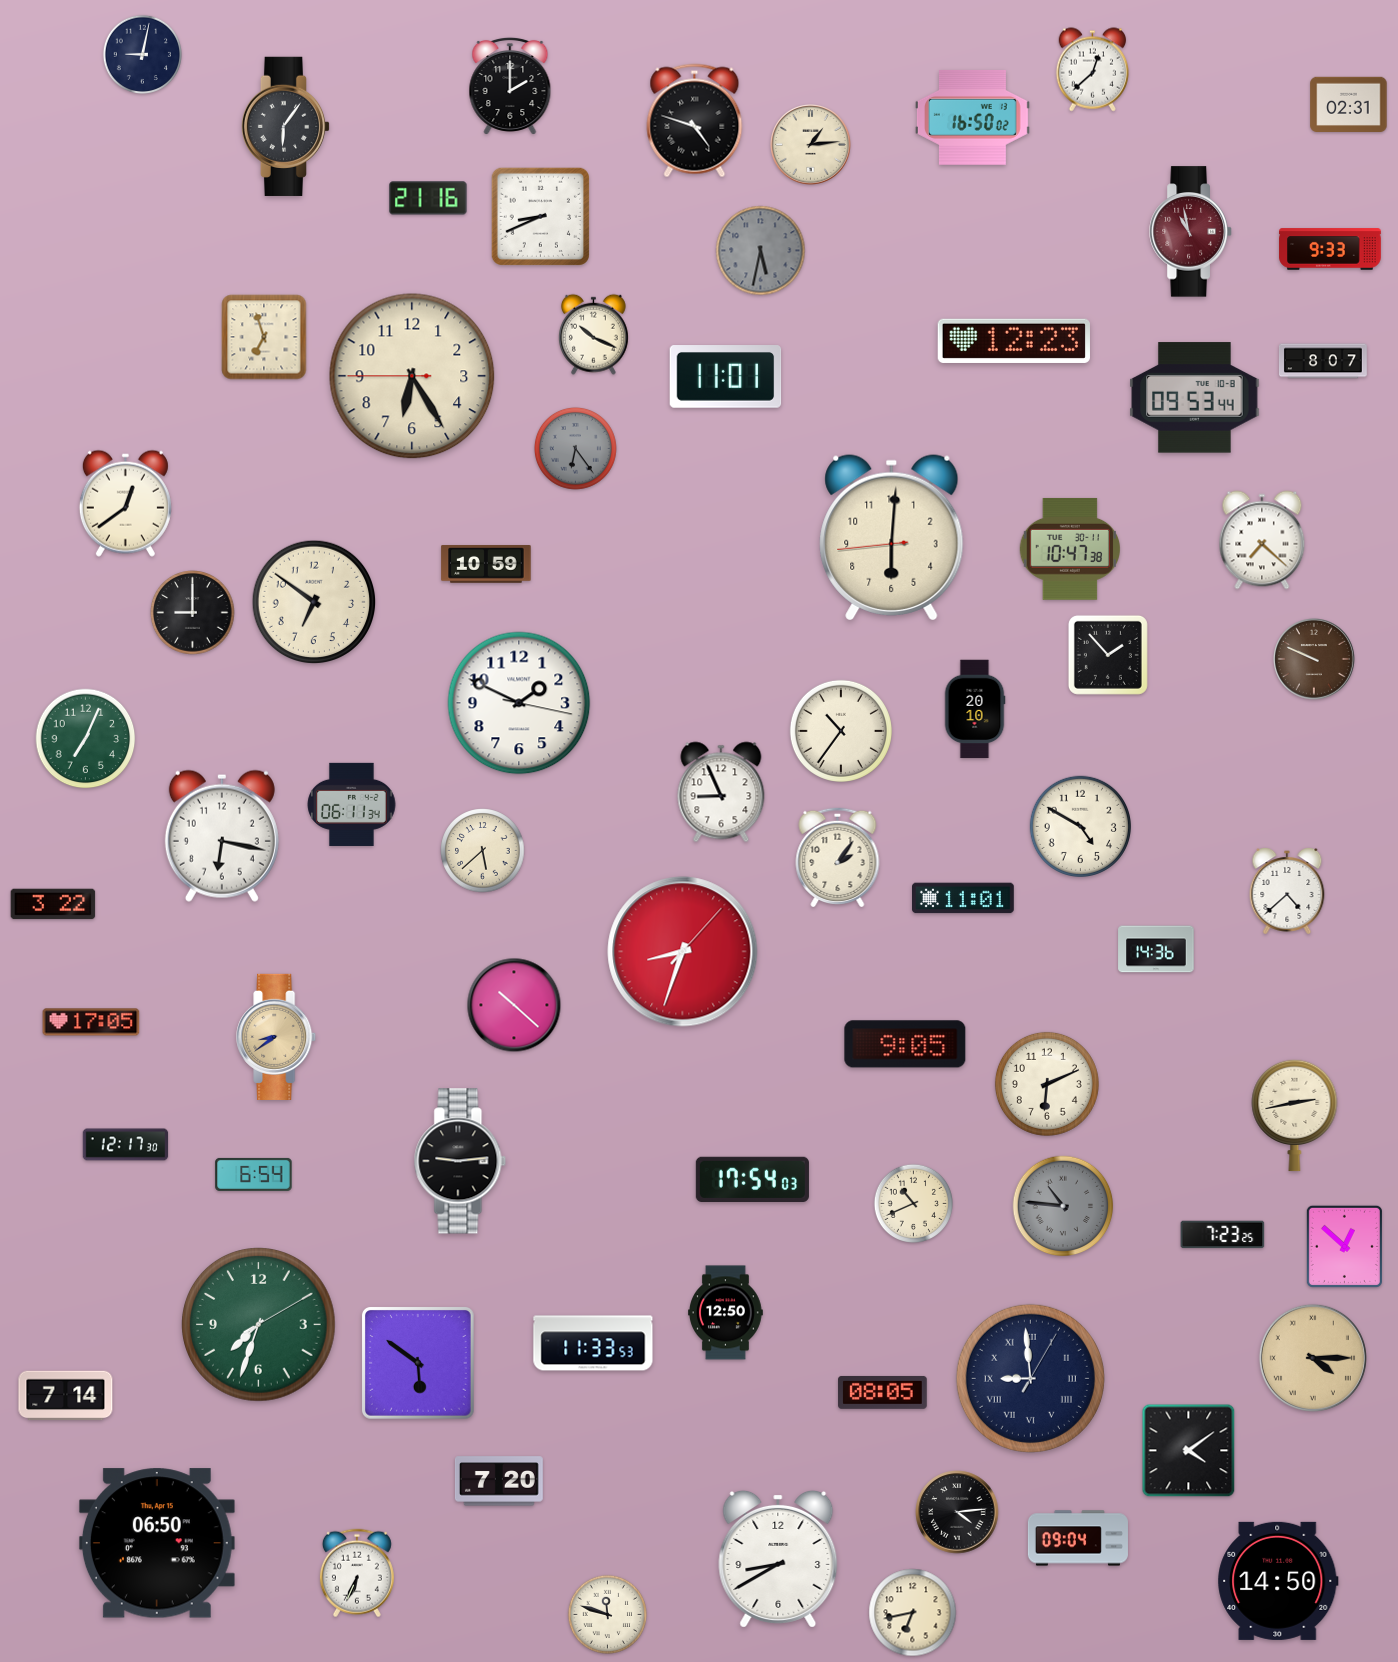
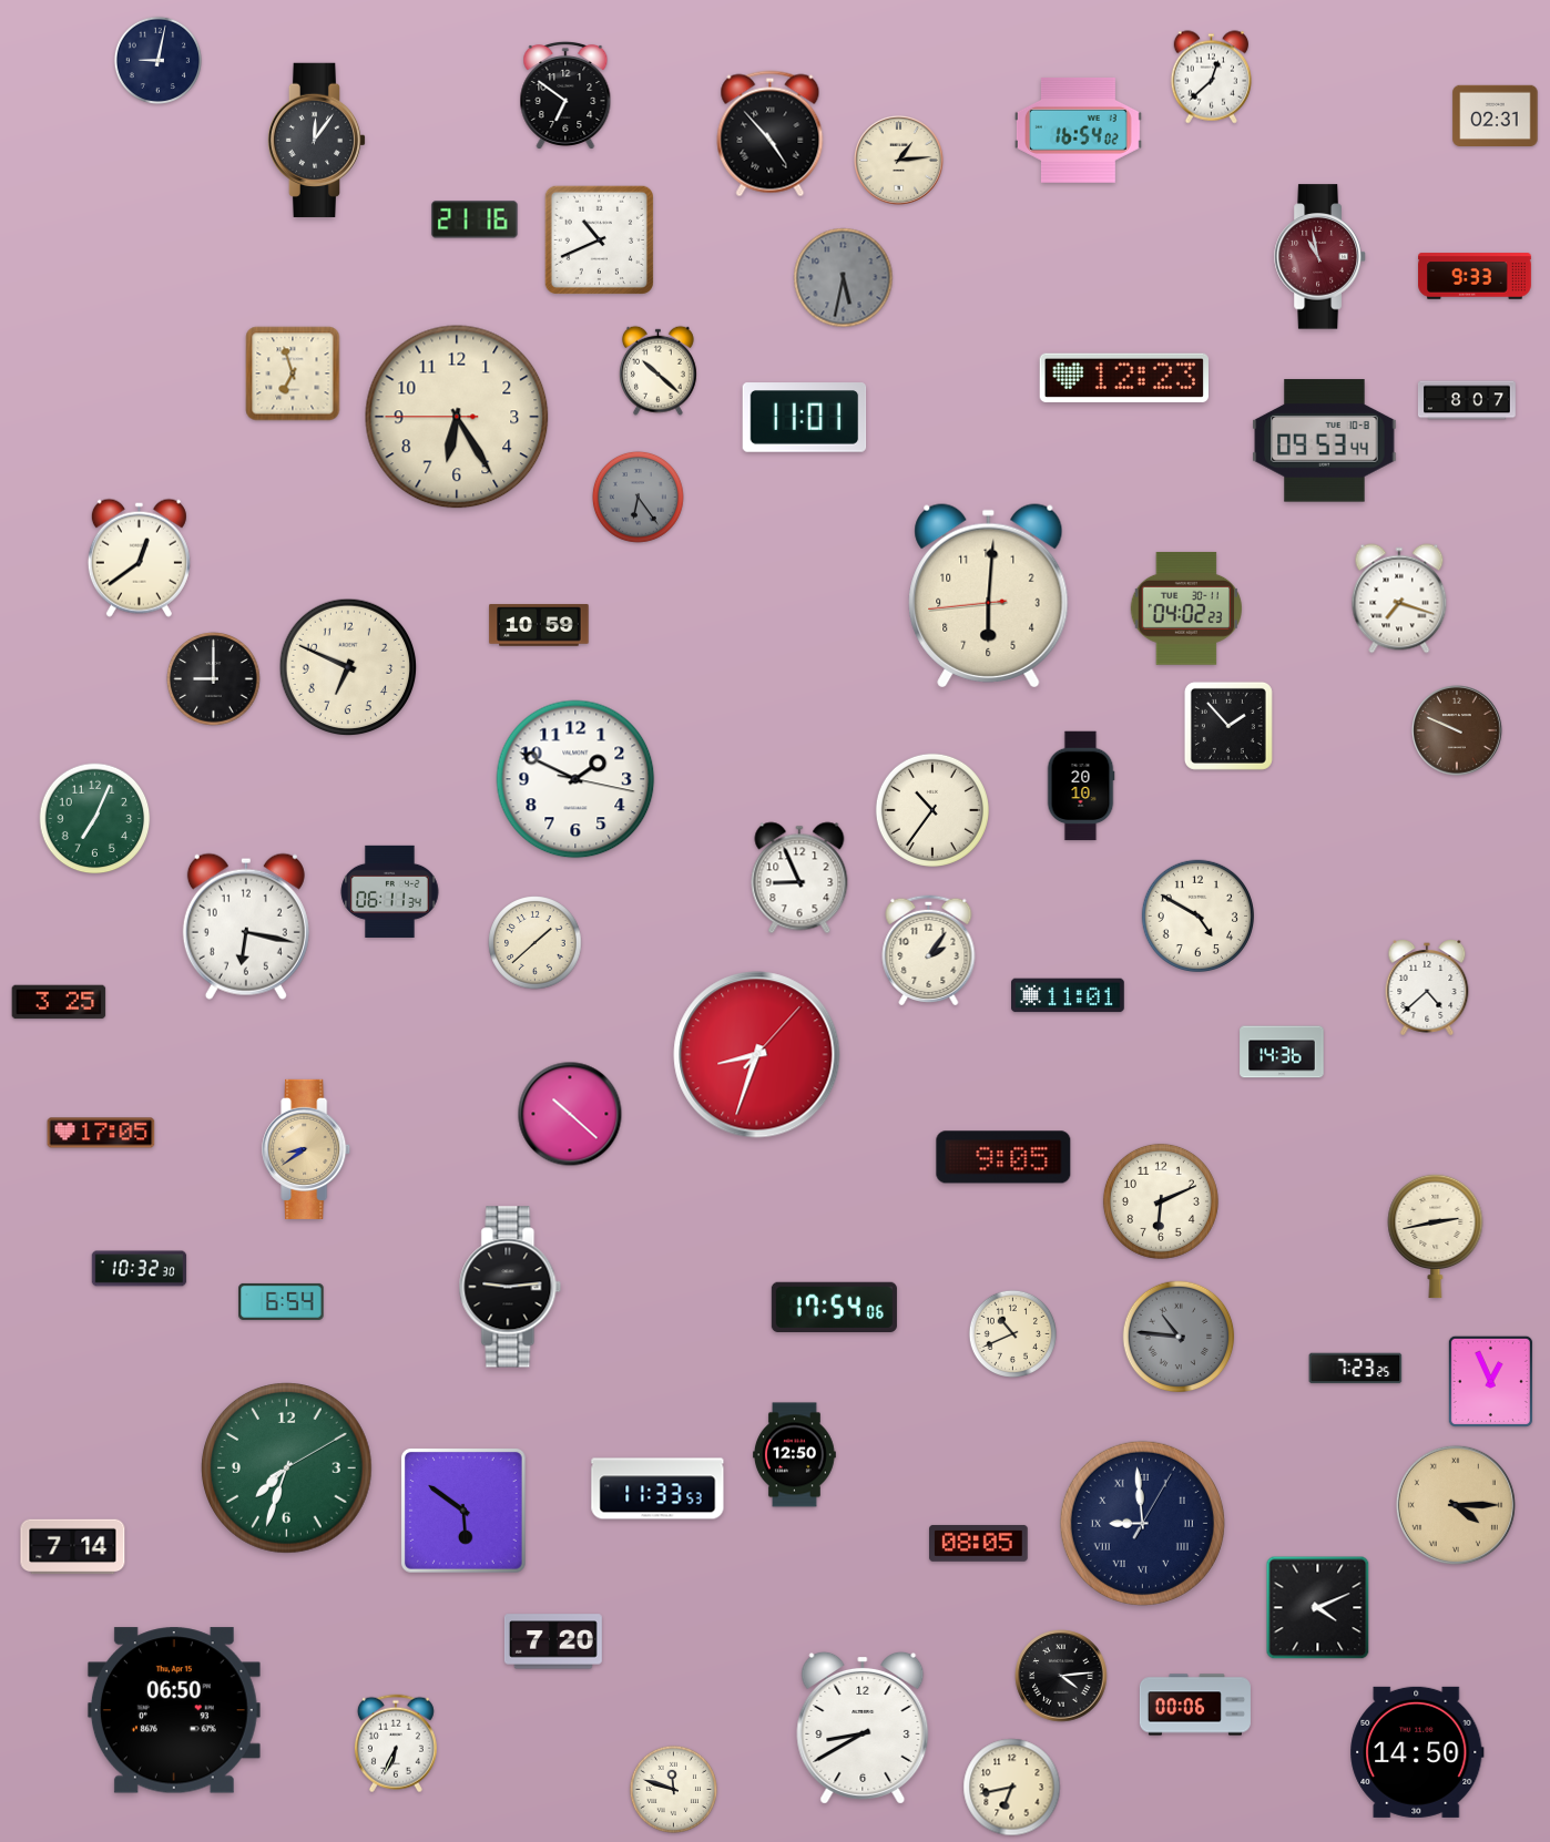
clock at (510, 86): 2:00 -> 6:51
clock at (972, 117): 16:50 -> 16:54
clock at (695, 121): 4:48 -> 4:53
clock at (286, 126): 6:06 -> 12:06
clock at (540, 216): 8:41 -> 10:41
clock at (593, 334): 10:19 -> 10:22
clock at (1262, 540): 7:22 -> 7:18
clock at (1069, 549): 10:47 -> 04:02
clock at (314, 602): 6:51 -> 6:49
clock at (483, 851): 5:38 -> 1:38
clock at (53, 904): 3:22 -> 3:25
clock at (126, 1145): 12:17 -> 10:32
clock at (752, 1179): 17:54:03 -> 17:54:06
clock at (1344, 1246): 12:52 -> 12:56
clock at (726, 1313) position: (726, 1313) -> (795, 1455)
clock at (1030, 1378) position: (1030, 1378) -> (1142, 1523)
clock at (1189, 1451): 4:09 -> 4:11
clock at (1078, 1538): 09:04 -> 00:06
